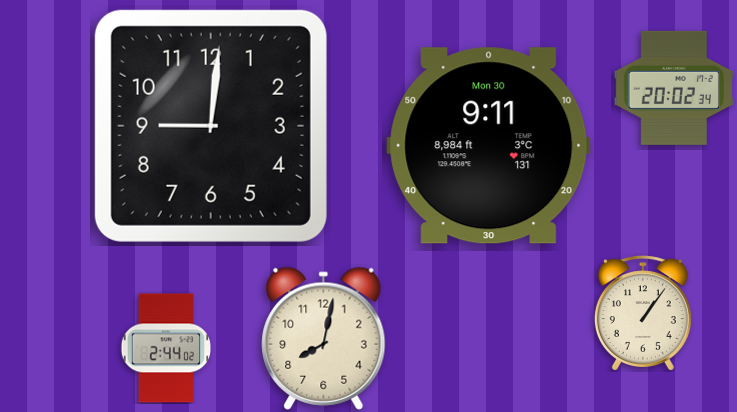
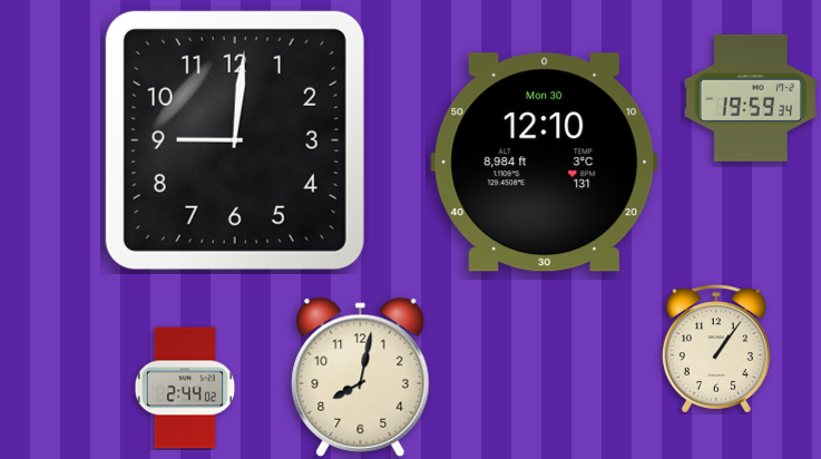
clock at (673, 88): 20:02 -> 19:59
clock at (489, 146): 9:11 -> 12:10
